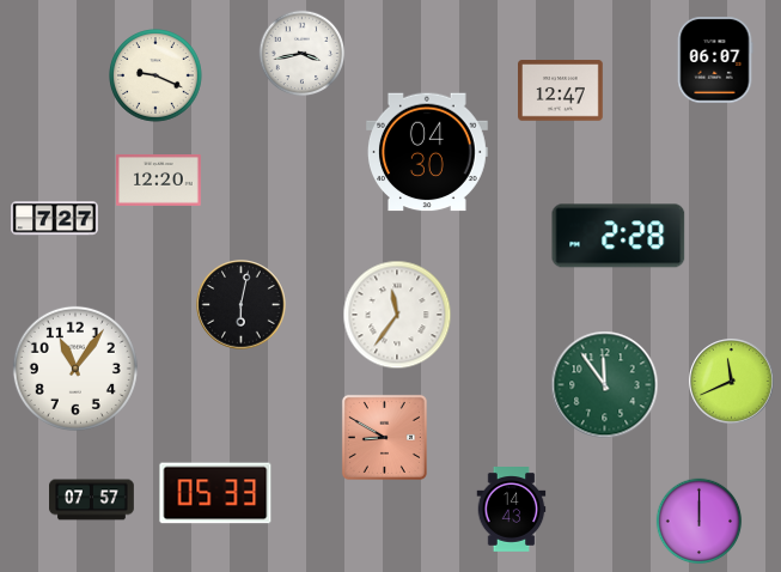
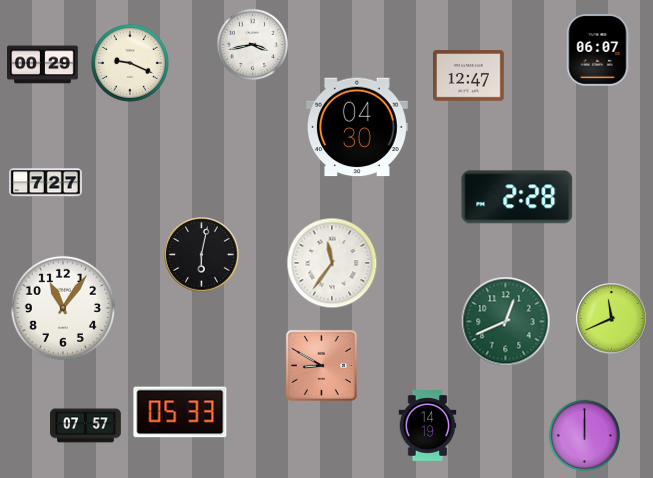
clock at (43, 65): none -> 00:29
clock at (159, 179): 12:20 -> none
clock at (605, 385): 11:54 -> 12:41
clock at (92, 500) position: (92, 500) -> (86, 426)
clock at (512, 510): 14:43 -> 14:19
